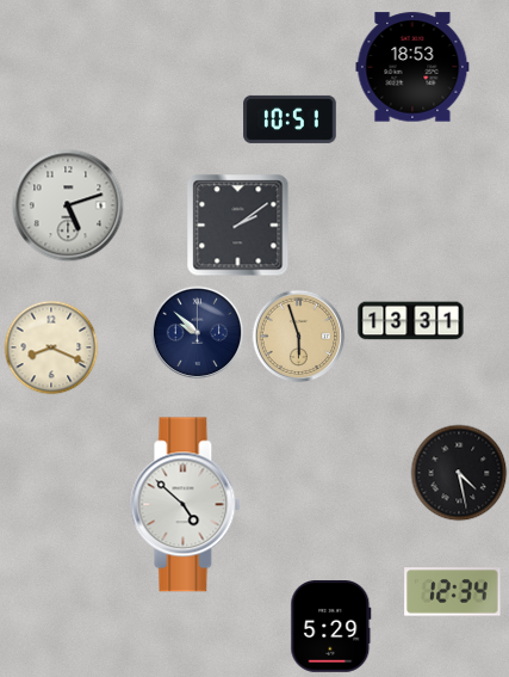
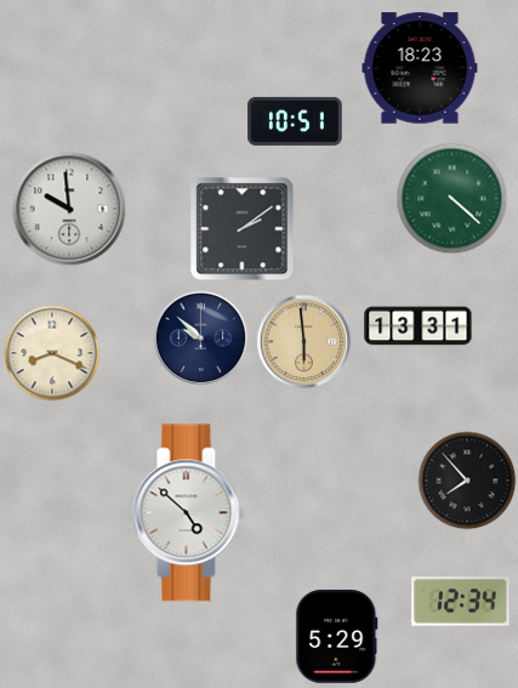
clock at (412, 67): 18:53 -> 18:23
clock at (451, 198): none -> 4:22
clock at (68, 205): 5:12 -> 9:59
clock at (298, 336): 5:57 -> 5:59
clock at (459, 473): 4:28 -> 7:53
